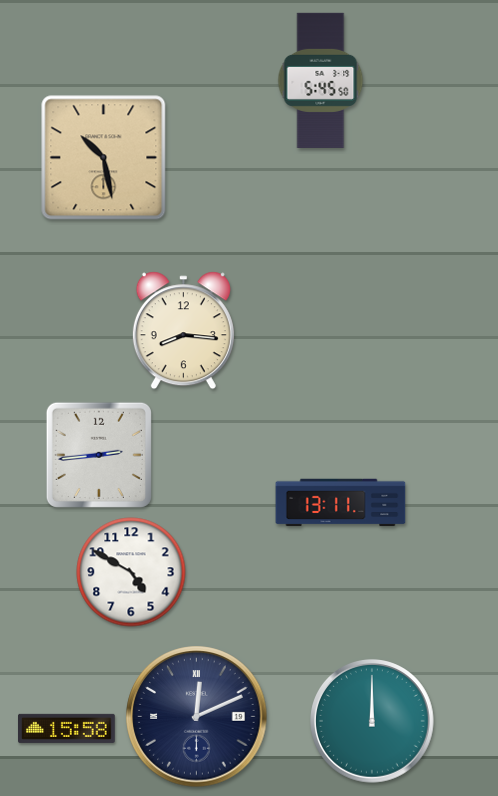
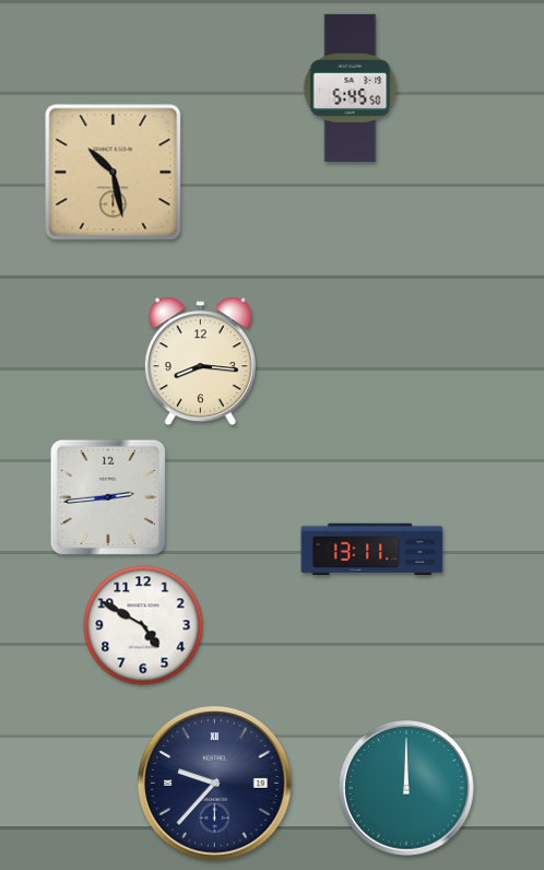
clock at (197, 717): 12:11 -> 9:37
clock at (67, 728): 15:58 -> none
